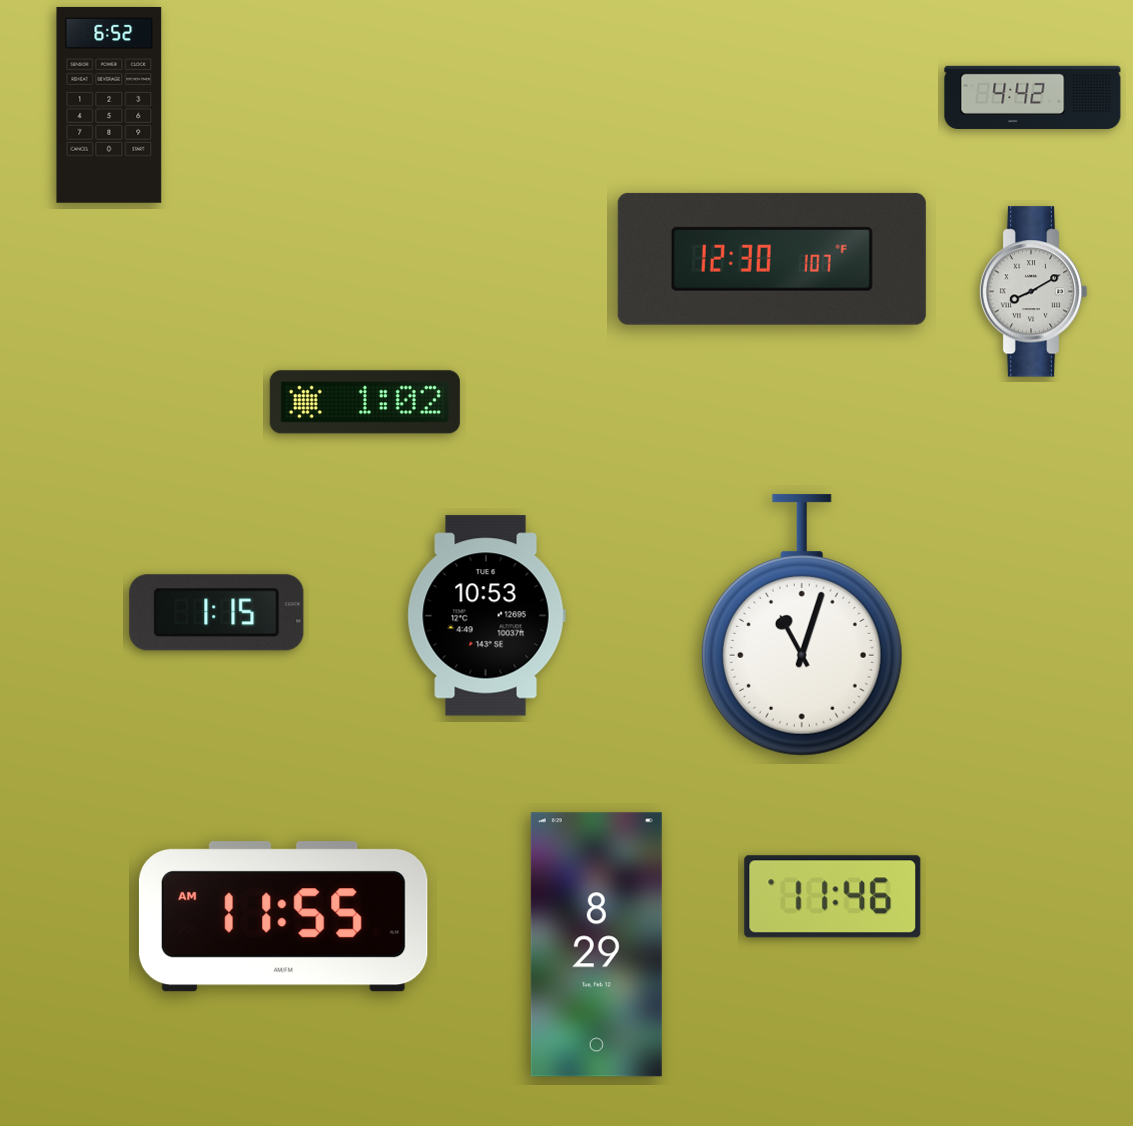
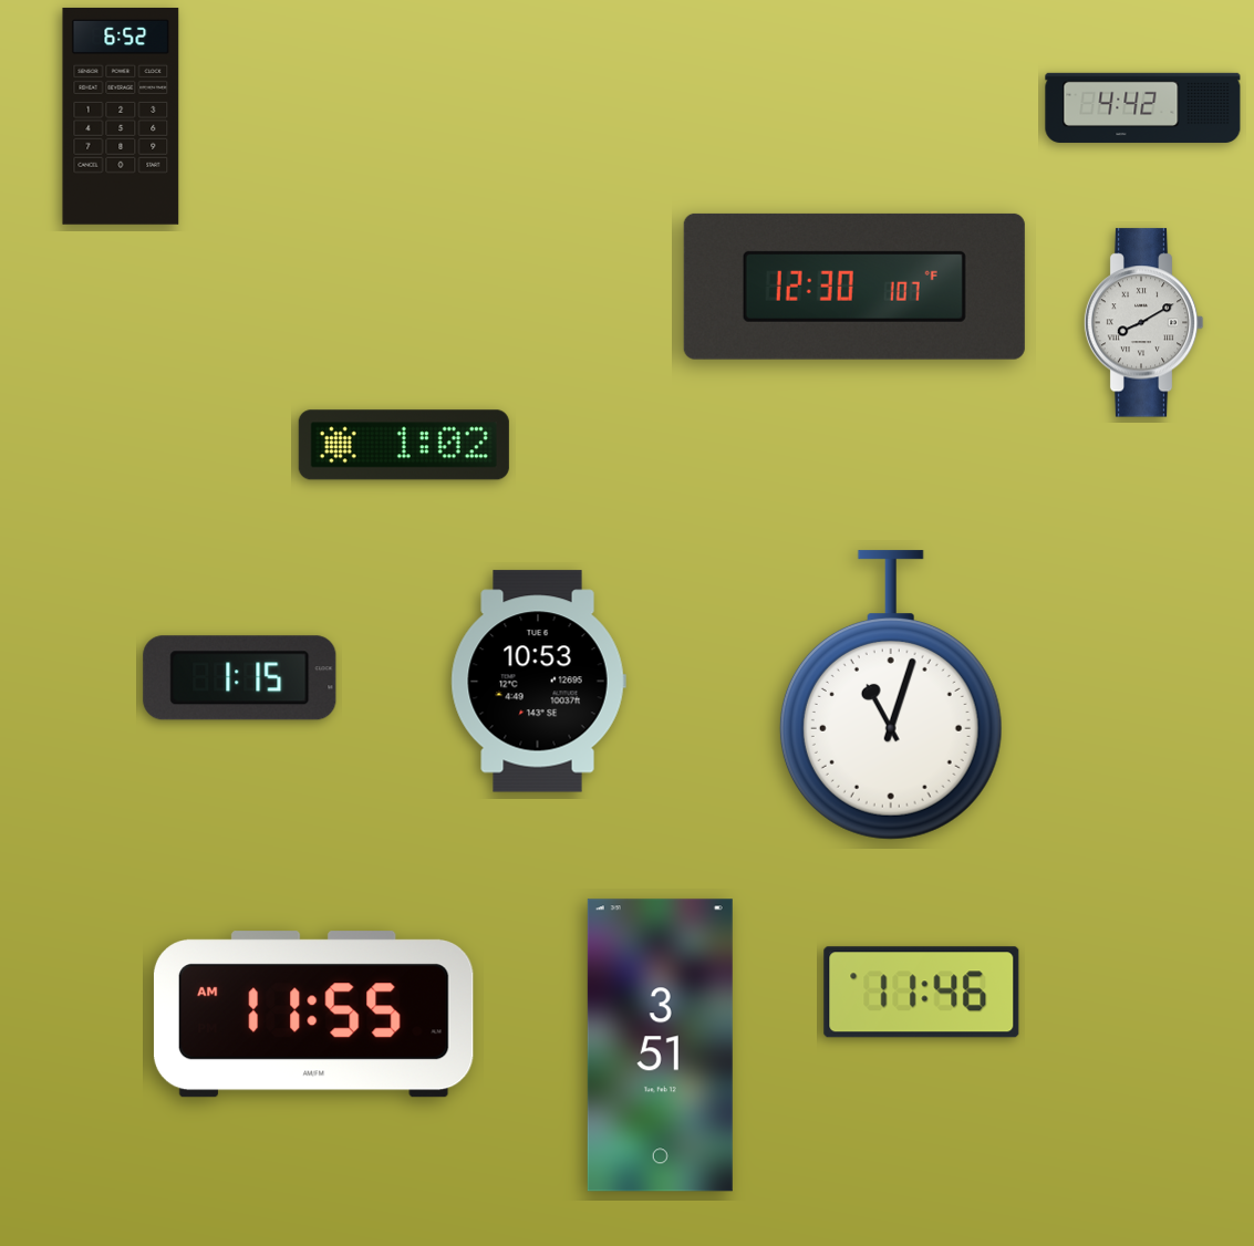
clock at (802, 625) position: (802, 625) -> (891, 695)
clock at (596, 945): 8:29 -> 3:51
